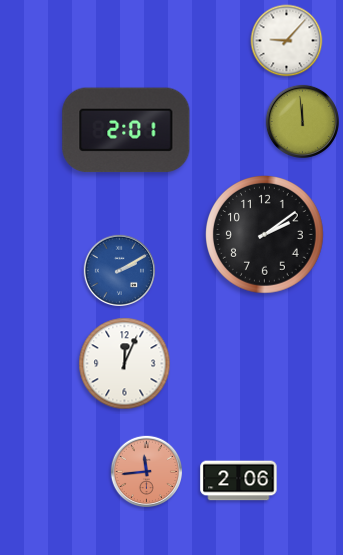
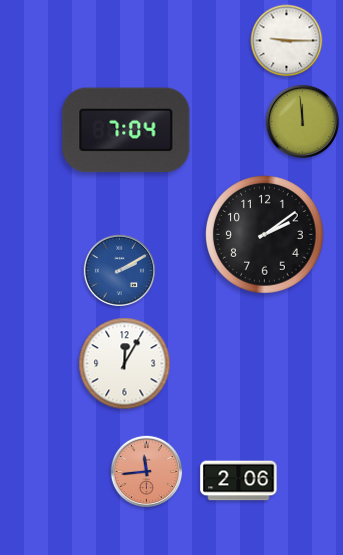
clock at (287, 41): 9:07 -> 9:15
clock at (126, 130): 2:01 -> 7:04
clock at (125, 364): 12:04 -> 12:05
